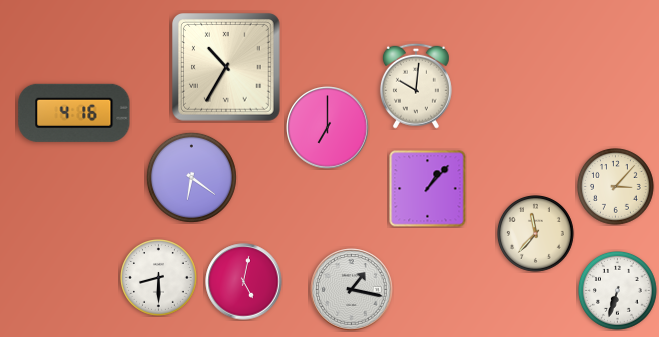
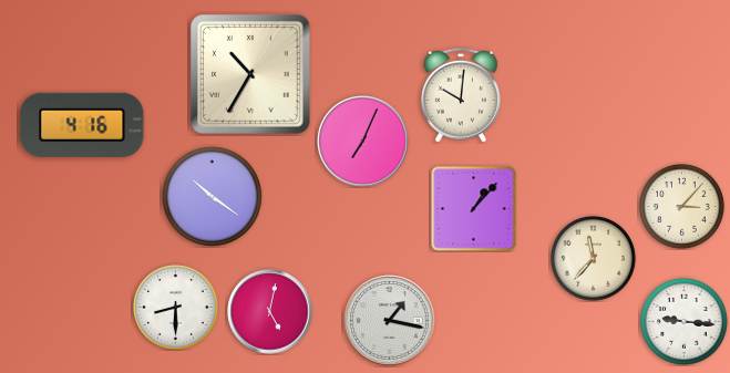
clock at (328, 128): 7:00 -> 7:04
clock at (191, 177): 6:21 -> 10:21
clock at (618, 291): 6:33 -> 9:16
